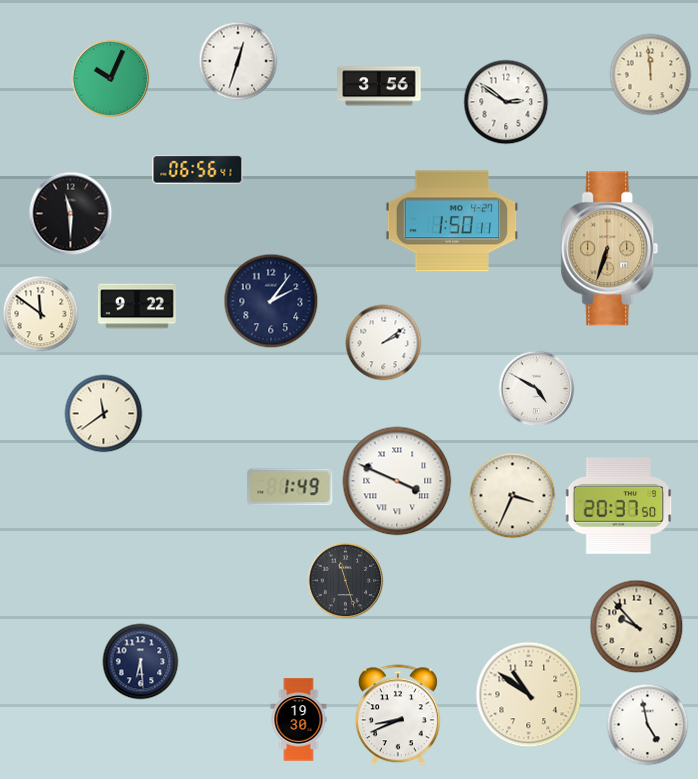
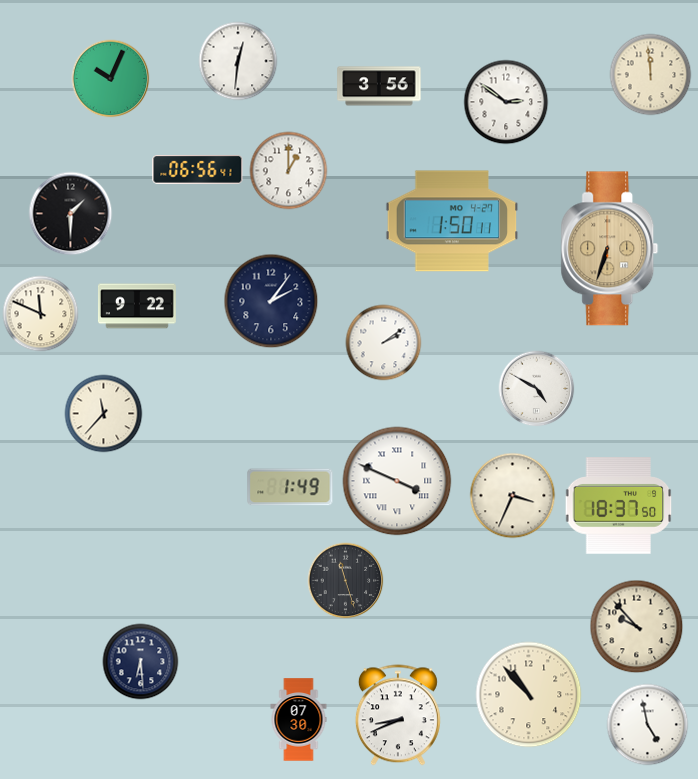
clock at (238, 61): 12:33 -> 12:31
clock at (289, 171): none -> 1:00
clock at (71, 214): 11:30 -> 1:30
clock at (41, 314): 11:51 -> 11:49
clock at (104, 414): 11:39 -> 11:37
clock at (619, 506): 20:37 -> 18:37
clock at (529, 695): 10:51 -> 10:53
clock at (299, 720): 19:30 -> 07:30
